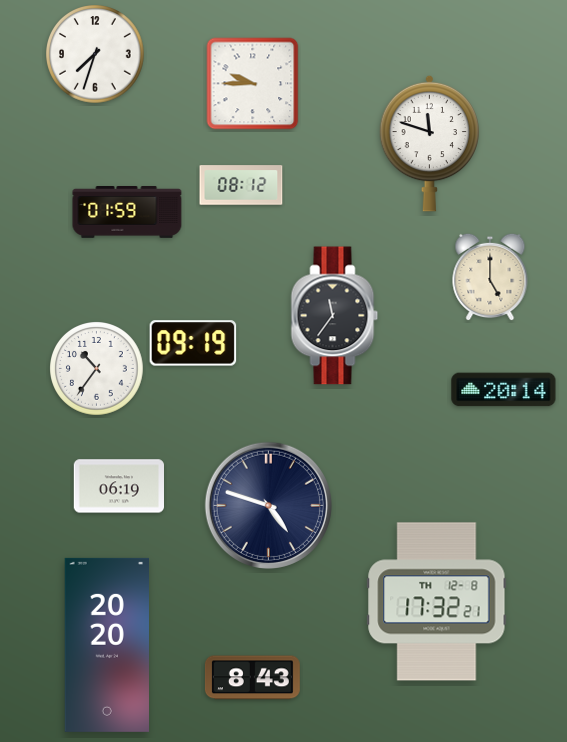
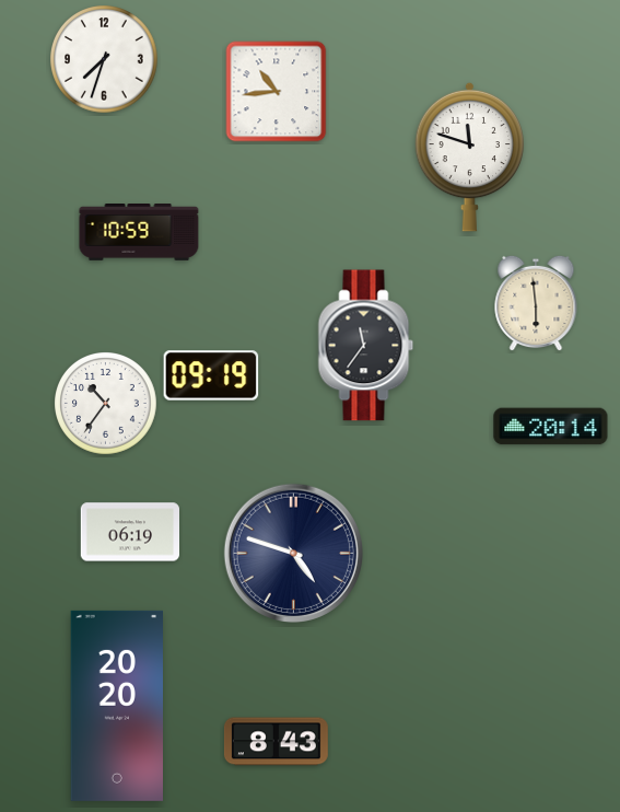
clock at (253, 84): 9:45 -> 10:44
clock at (241, 185): 08:12 -> none
clock at (127, 212): 01:59 -> 10:59
clock at (490, 277): 5:00 -> 5:59
clock at (437, 602): 17:32 -> none
